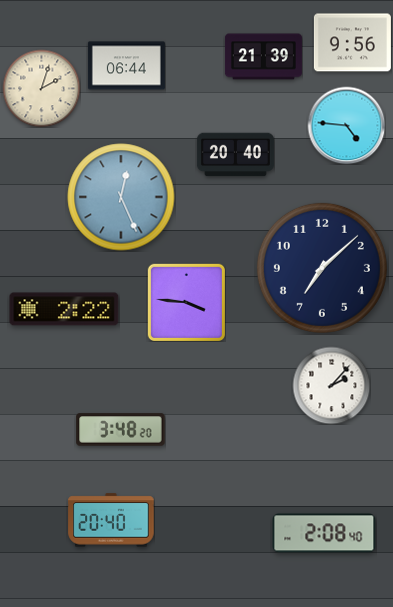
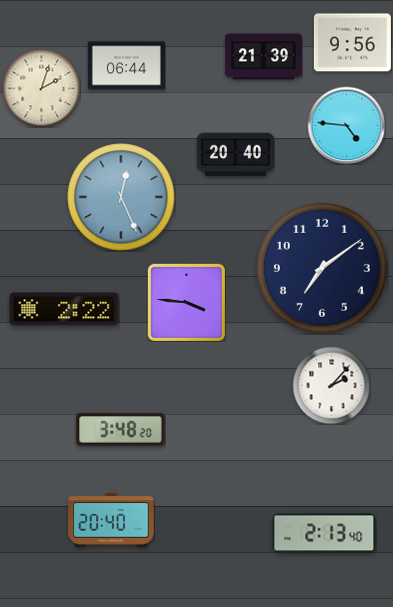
clock at (322, 268): 7:08 -> 7:09
clock at (324, 533): 2:08 -> 2:13
